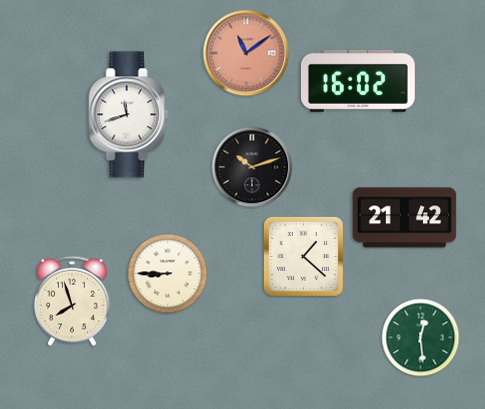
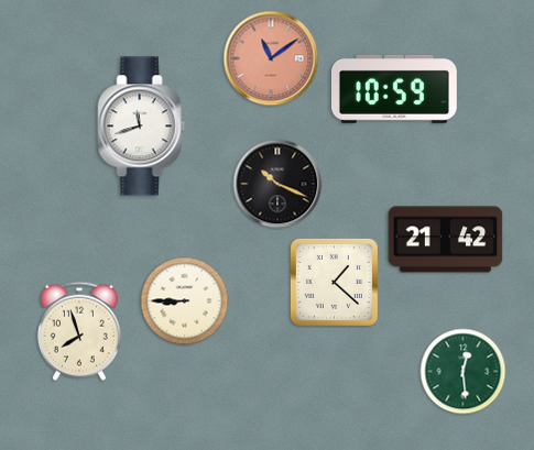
clock at (358, 81): 16:02 -> 10:59
clock at (252, 167): 10:12 -> 10:19
